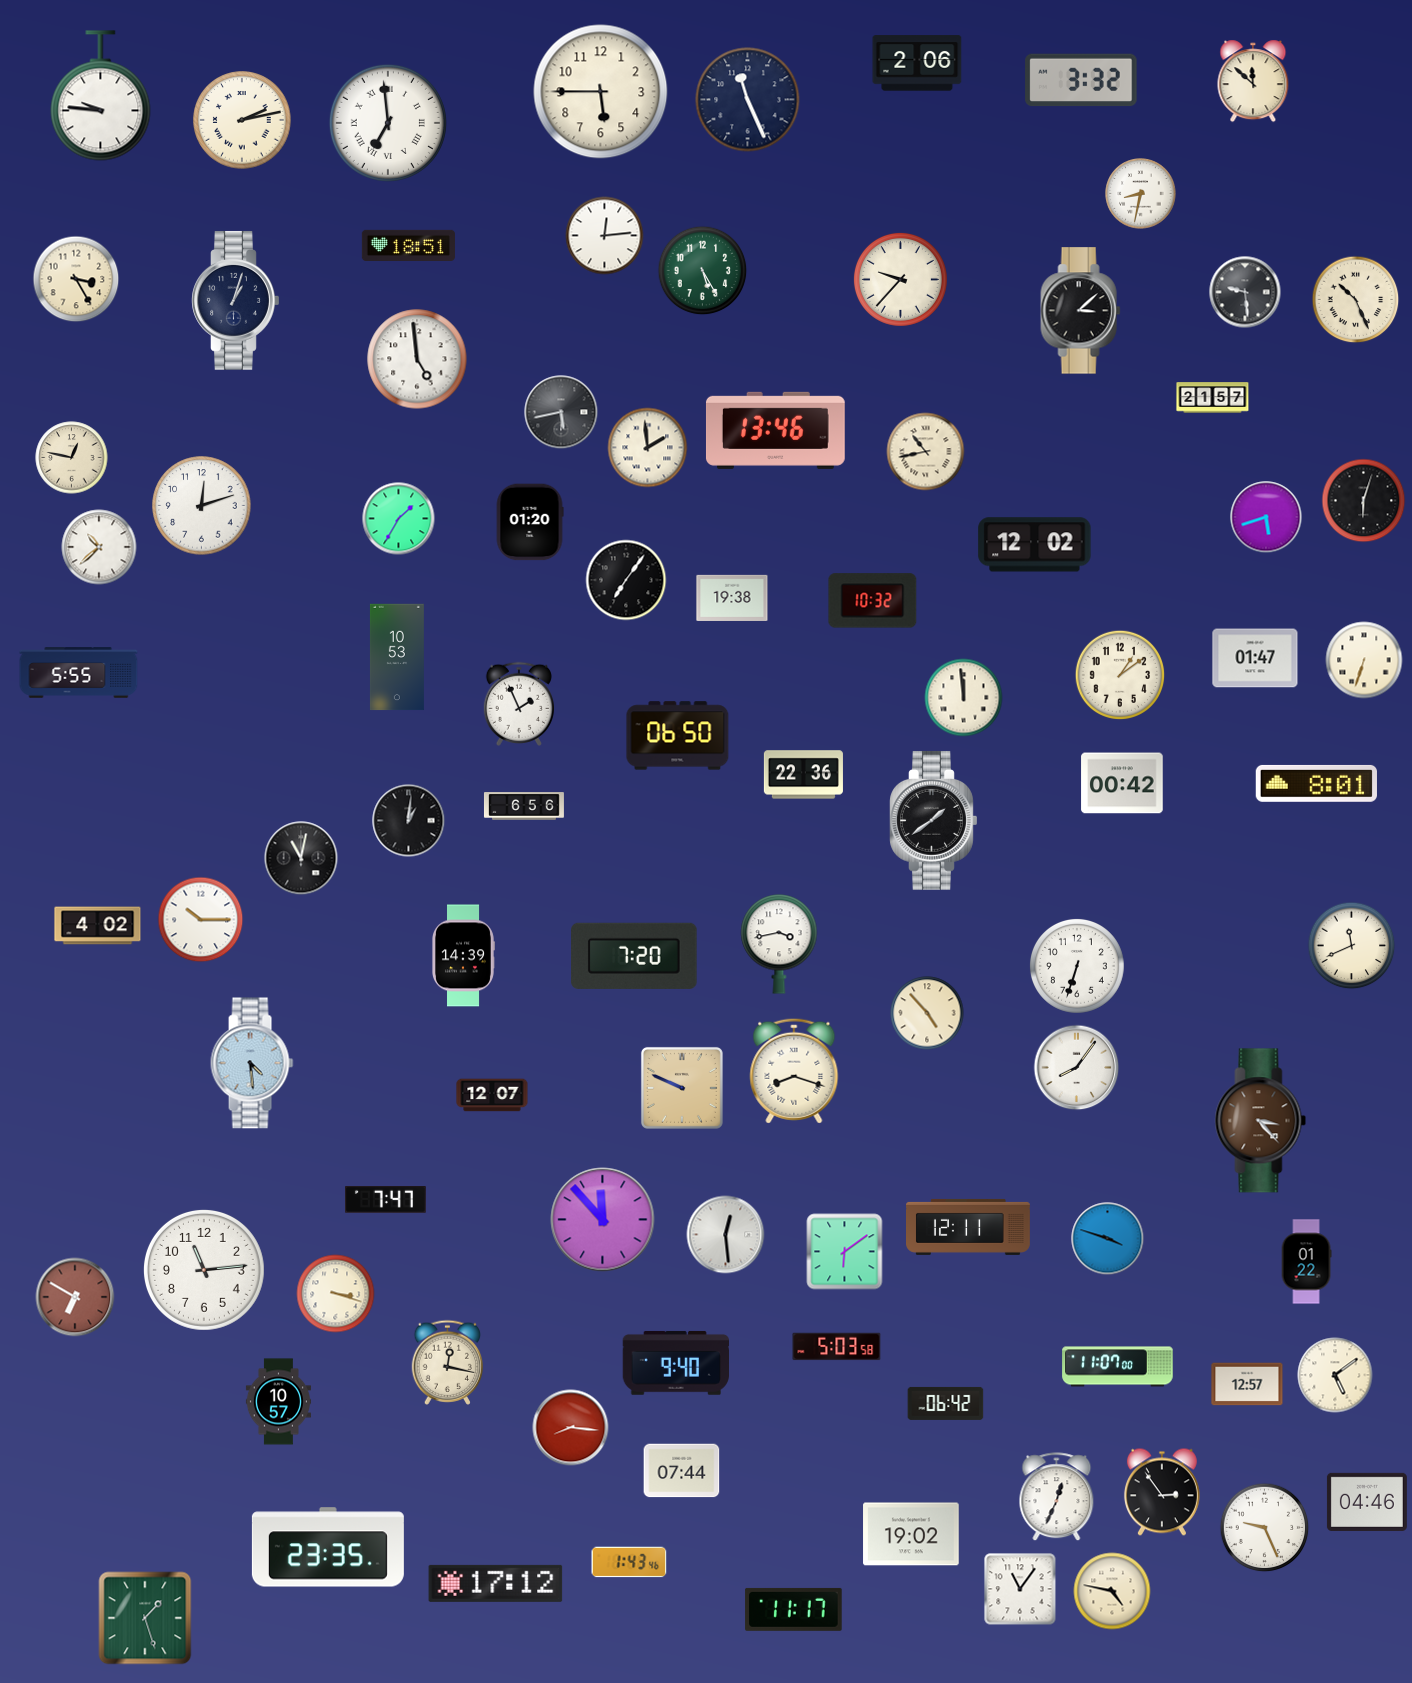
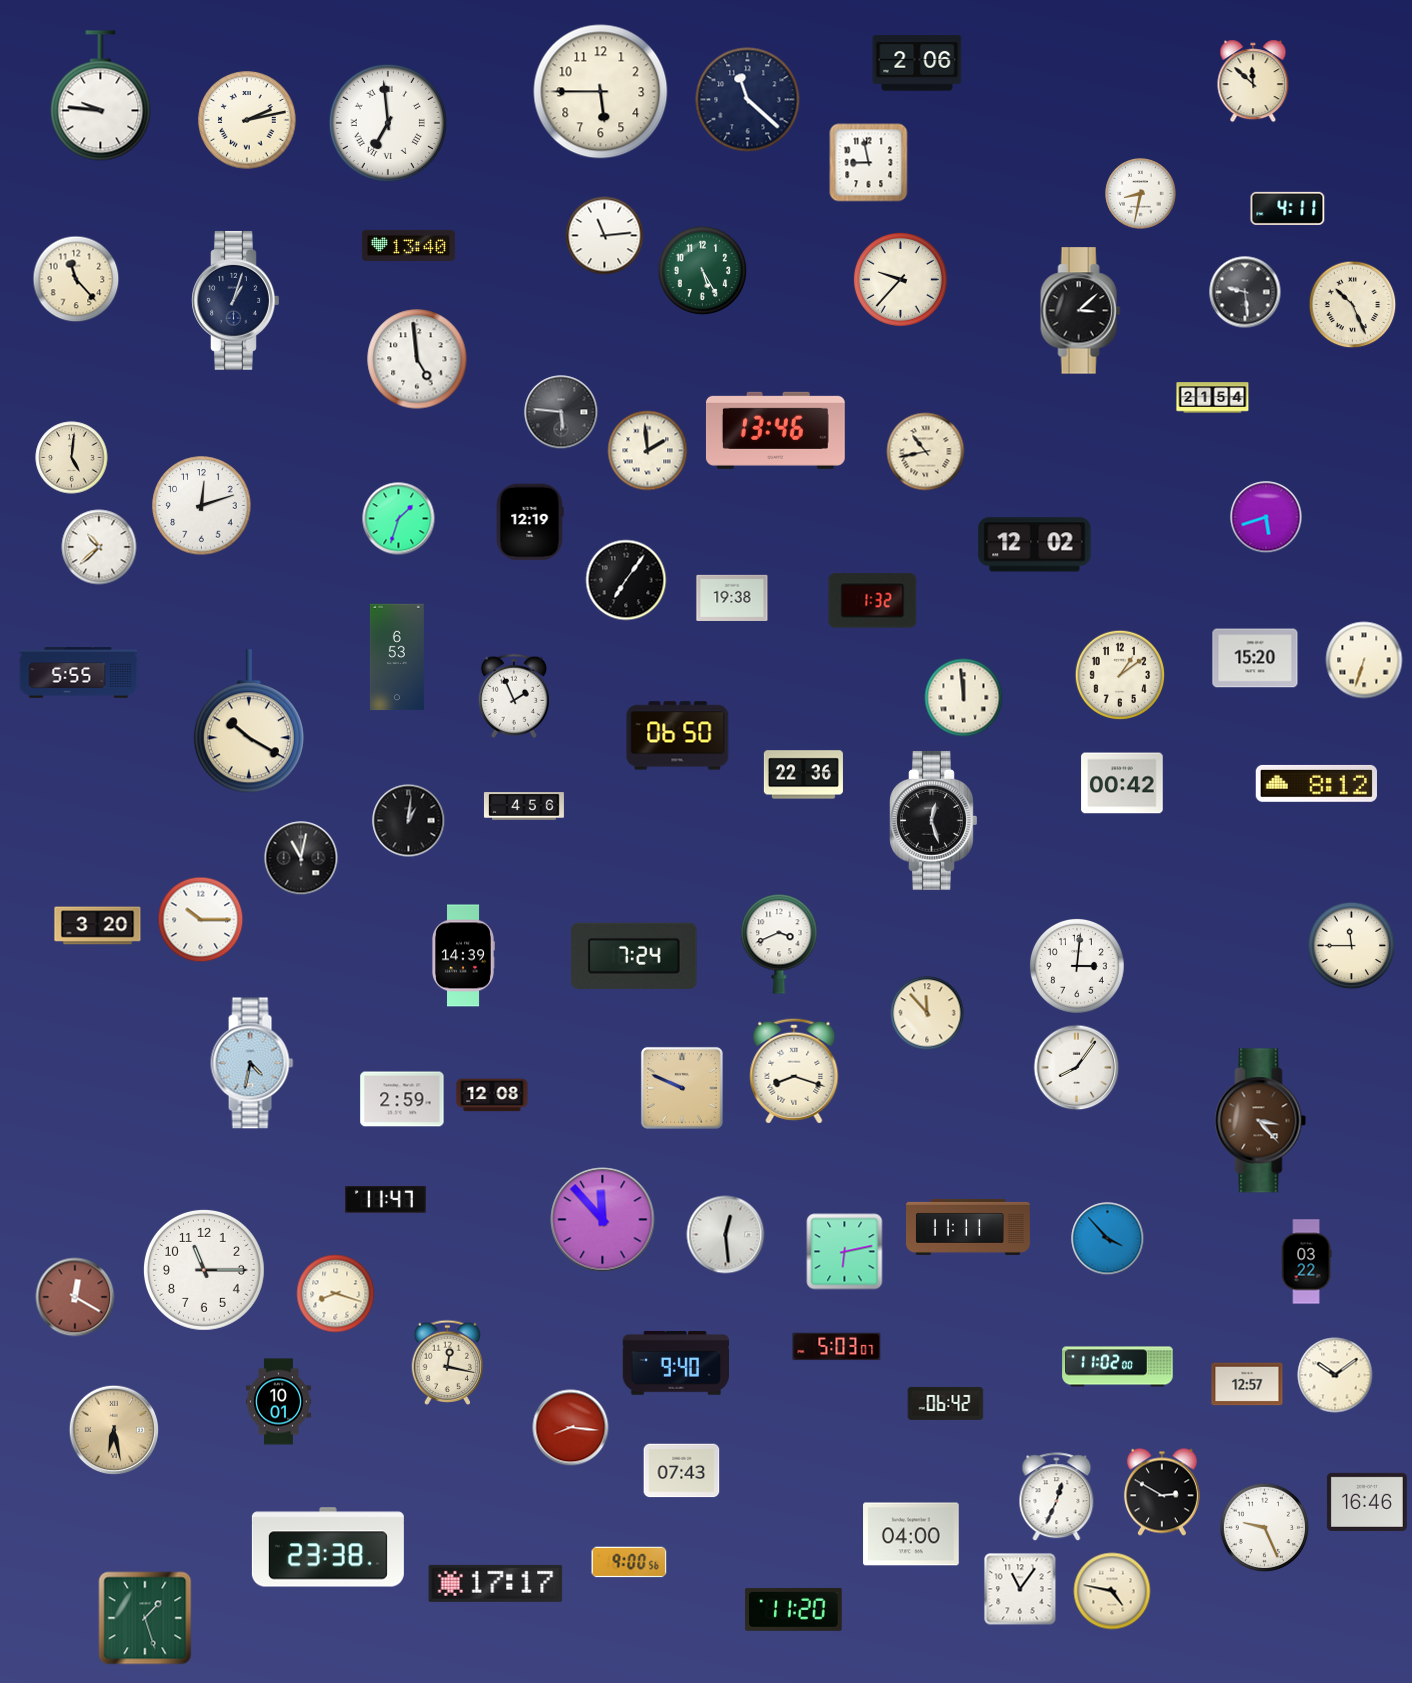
clock at (1081, 80): 3:32 -> none
clock at (748, 100): 11:26 -> 11:22
clock at (242, 120) position: (242, 120) -> (247, 120)
clock at (869, 163): none -> 8:58
clock at (1288, 208): none -> 4:11
clock at (605, 236): 12:14 -> 11:14
clock at (408, 245): 18:51 -> 13:40
clock at (76, 279): 3:25 -> 11:23
clock at (1356, 300) position: (1356, 300) -> (1353, 305)
clock at (1213, 398): 21:57 -> 21:54
clock at (561, 412): 5:43 -> 5:46
clock at (648, 448) position: (648, 448) -> (648, 451)
clock at (72, 458): 12:47 -> 5:01
clock at (1364, 501): 6:03 -> none
clock at (399, 519): 1:35 -> 1:33
clock at (530, 522): 01:20 -> 12:19
clock at (873, 601): 10:32 -> 1:32
clock at (397, 657): 10:53 -> 6:53
clock at (1255, 658): 01:47 -> 15:20
clock at (518, 704) position: (518, 704) -> (513, 696)
clock at (249, 722): none -> 10:20
clock at (1316, 783): 8:01 -> 8:12
clock at (524, 806): 6:56 -> 4:56
clock at (934, 820): 1:39 -> 12:27
clock at (98, 926): 4:02 -> 3:20
clock at (779, 944): 3:43 -> 3:41
clock at (1352, 946): 11:41 -> 11:45
clock at (634, 956): 7:20 -> 7:24
clock at (1077, 966): 6:33 -> 3:01
clock at (927, 1013): 4:53 -> 11:53
clock at (252, 1063): 4:29 -> 4:32
clock at (492, 1095): 12:07 -> 12:08
clock at (402, 1099): none -> 2:59
clock at (386, 1200): 7:47 -> 11:47
clock at (969, 1227): 12:11 -> 11:11
clock at (1108, 1239): 3:48 -> 3:53
clock at (845, 1252): 6:09 -> 6:13
clock at (1306, 1262): 01:22 -> 03:22
clock at (204, 1270): 11:14 -> 11:15
clock at (336, 1294): 3:18 -> 8:18
clock at (75, 1297): 6:50 -> 12:20
clock at (837, 1347): 5:03:58 -> 5:03:07
clock at (1118, 1367): 11:07 -> 11:02
clock at (1335, 1375): 5:09 -> 10:09
clock at (278, 1402): 10:57 -> 10:01
clock at (114, 1430): none -> 6:28
clock at (682, 1471): 07:44 -> 07:43
clock at (1162, 1492): 2:54 -> 2:50
clock at (1367, 1502): 04:46 -> 16:46
clock at (911, 1534): 19:02 -> 04:00
clock at (328, 1547): 23:35 -> 23:38
clock at (629, 1562): 1:43 -> 9:00
clock at (496, 1583): 17:12 -> 17:17
clock at (794, 1609): 11:17 -> 11:20
